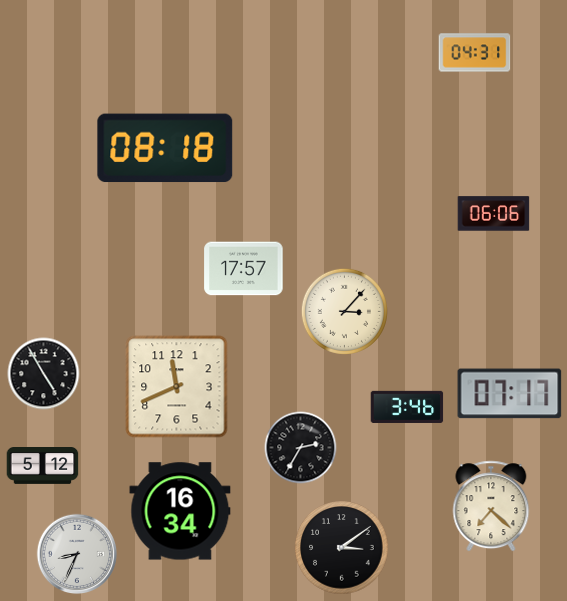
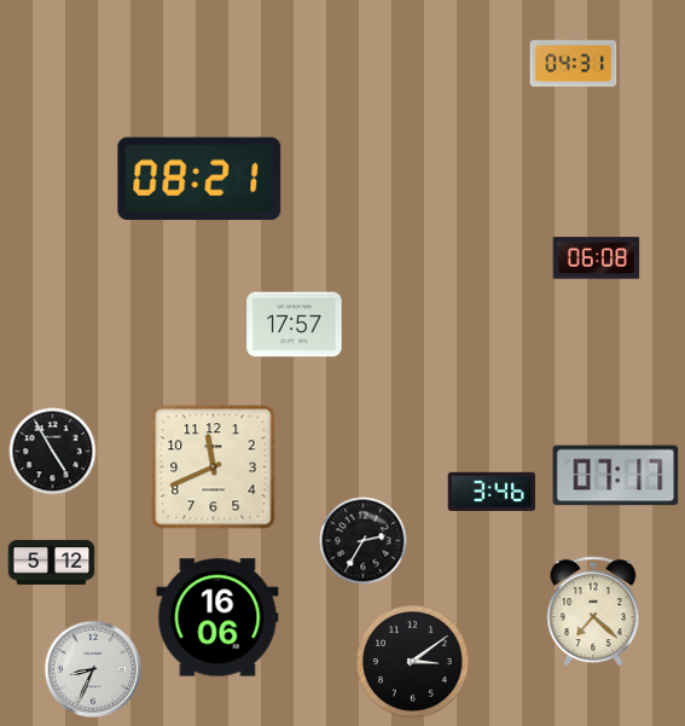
clock at (165, 148): 08:18 -> 08:21
clock at (494, 214): 06:06 -> 06:08
clock at (344, 311): 3:07 -> none
clock at (180, 511): 16:34 -> 16:06
